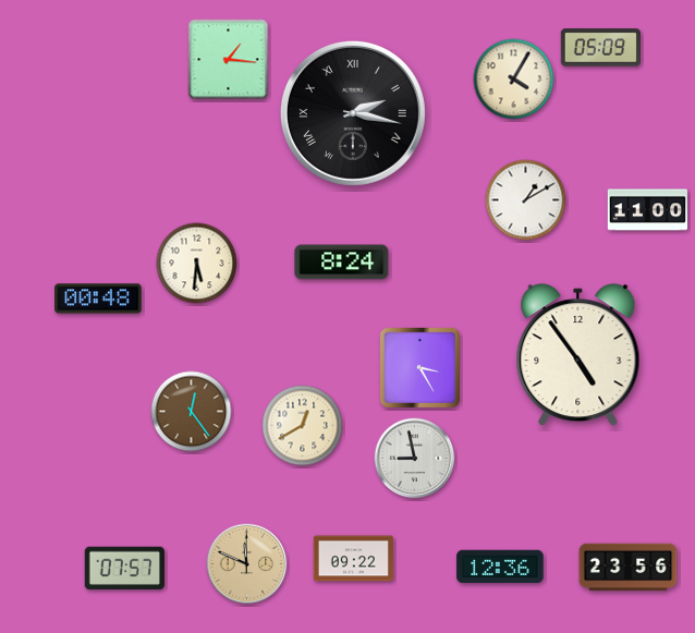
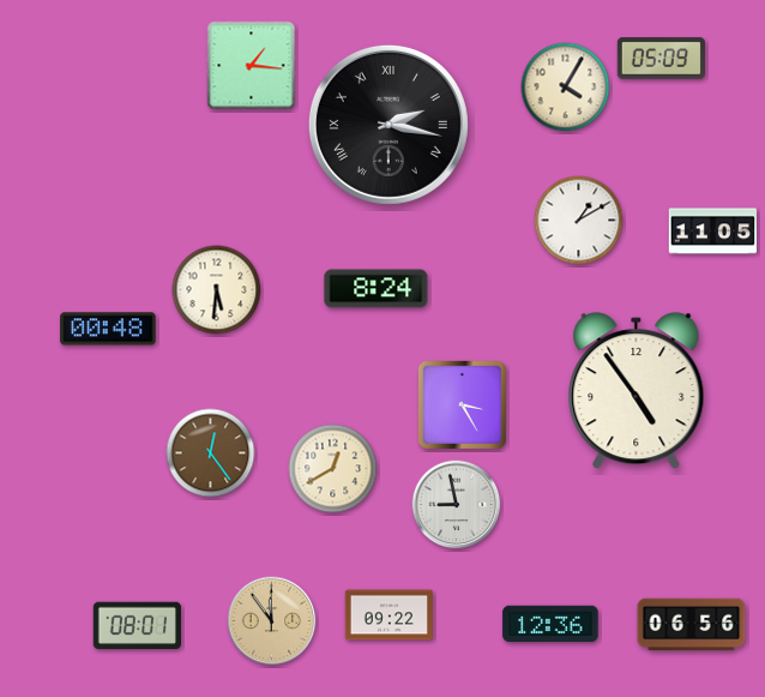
clock at (600, 48) position: (600, 48) -> (661, 59)
clock at (647, 210): 11:00 -> 11:05
clock at (247, 564): 11:49 -> 11:54
clock at (629, 568): 23:56 -> 06:56
clock at (124, 569): 07:57 -> 08:01
